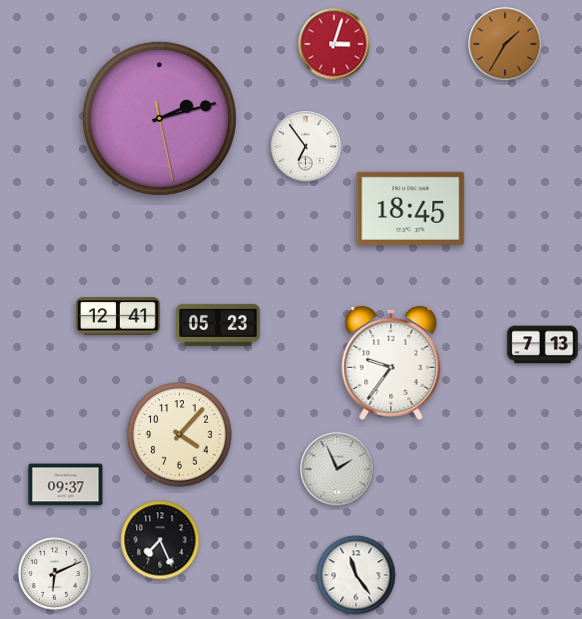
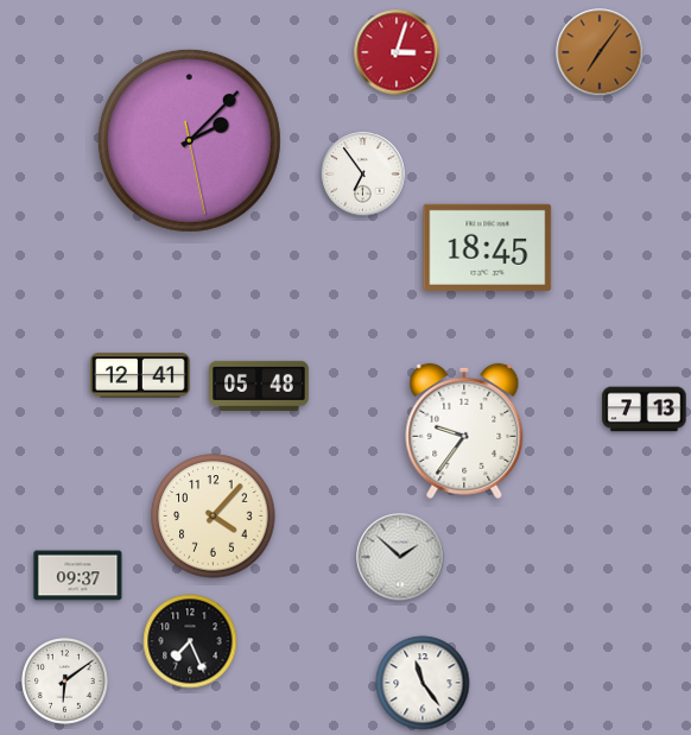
clock at (505, 44): 1:35 -> 7:06
clock at (159, 118): 2:12 -> 2:07
clock at (218, 325): 05:23 -> 05:48
clock at (337, 469): 1:56 -> 1:52
clock at (55, 574): 6:11 -> 6:09
